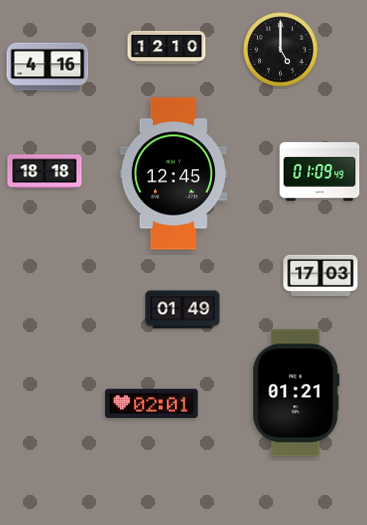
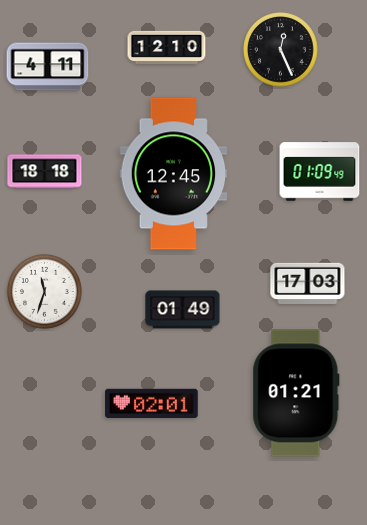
clock at (281, 50): 5:00 -> 12:26
clock at (48, 67): 4:16 -> 4:11
clock at (321, 275) position: (321, 275) -> (308, 283)
clock at (45, 292): none -> 11:33
